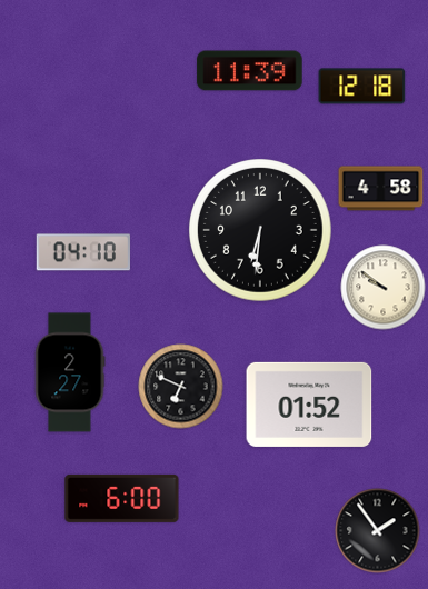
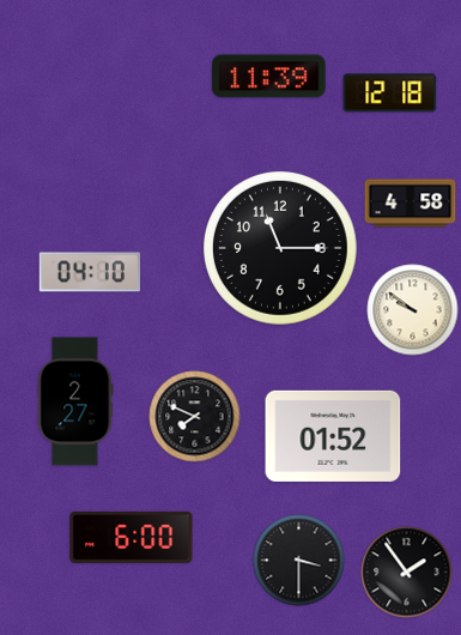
clock at (260, 230): 6:31 -> 11:15
clock at (181, 387): 6:49 -> 7:49
clock at (299, 561): none -> 3:30
